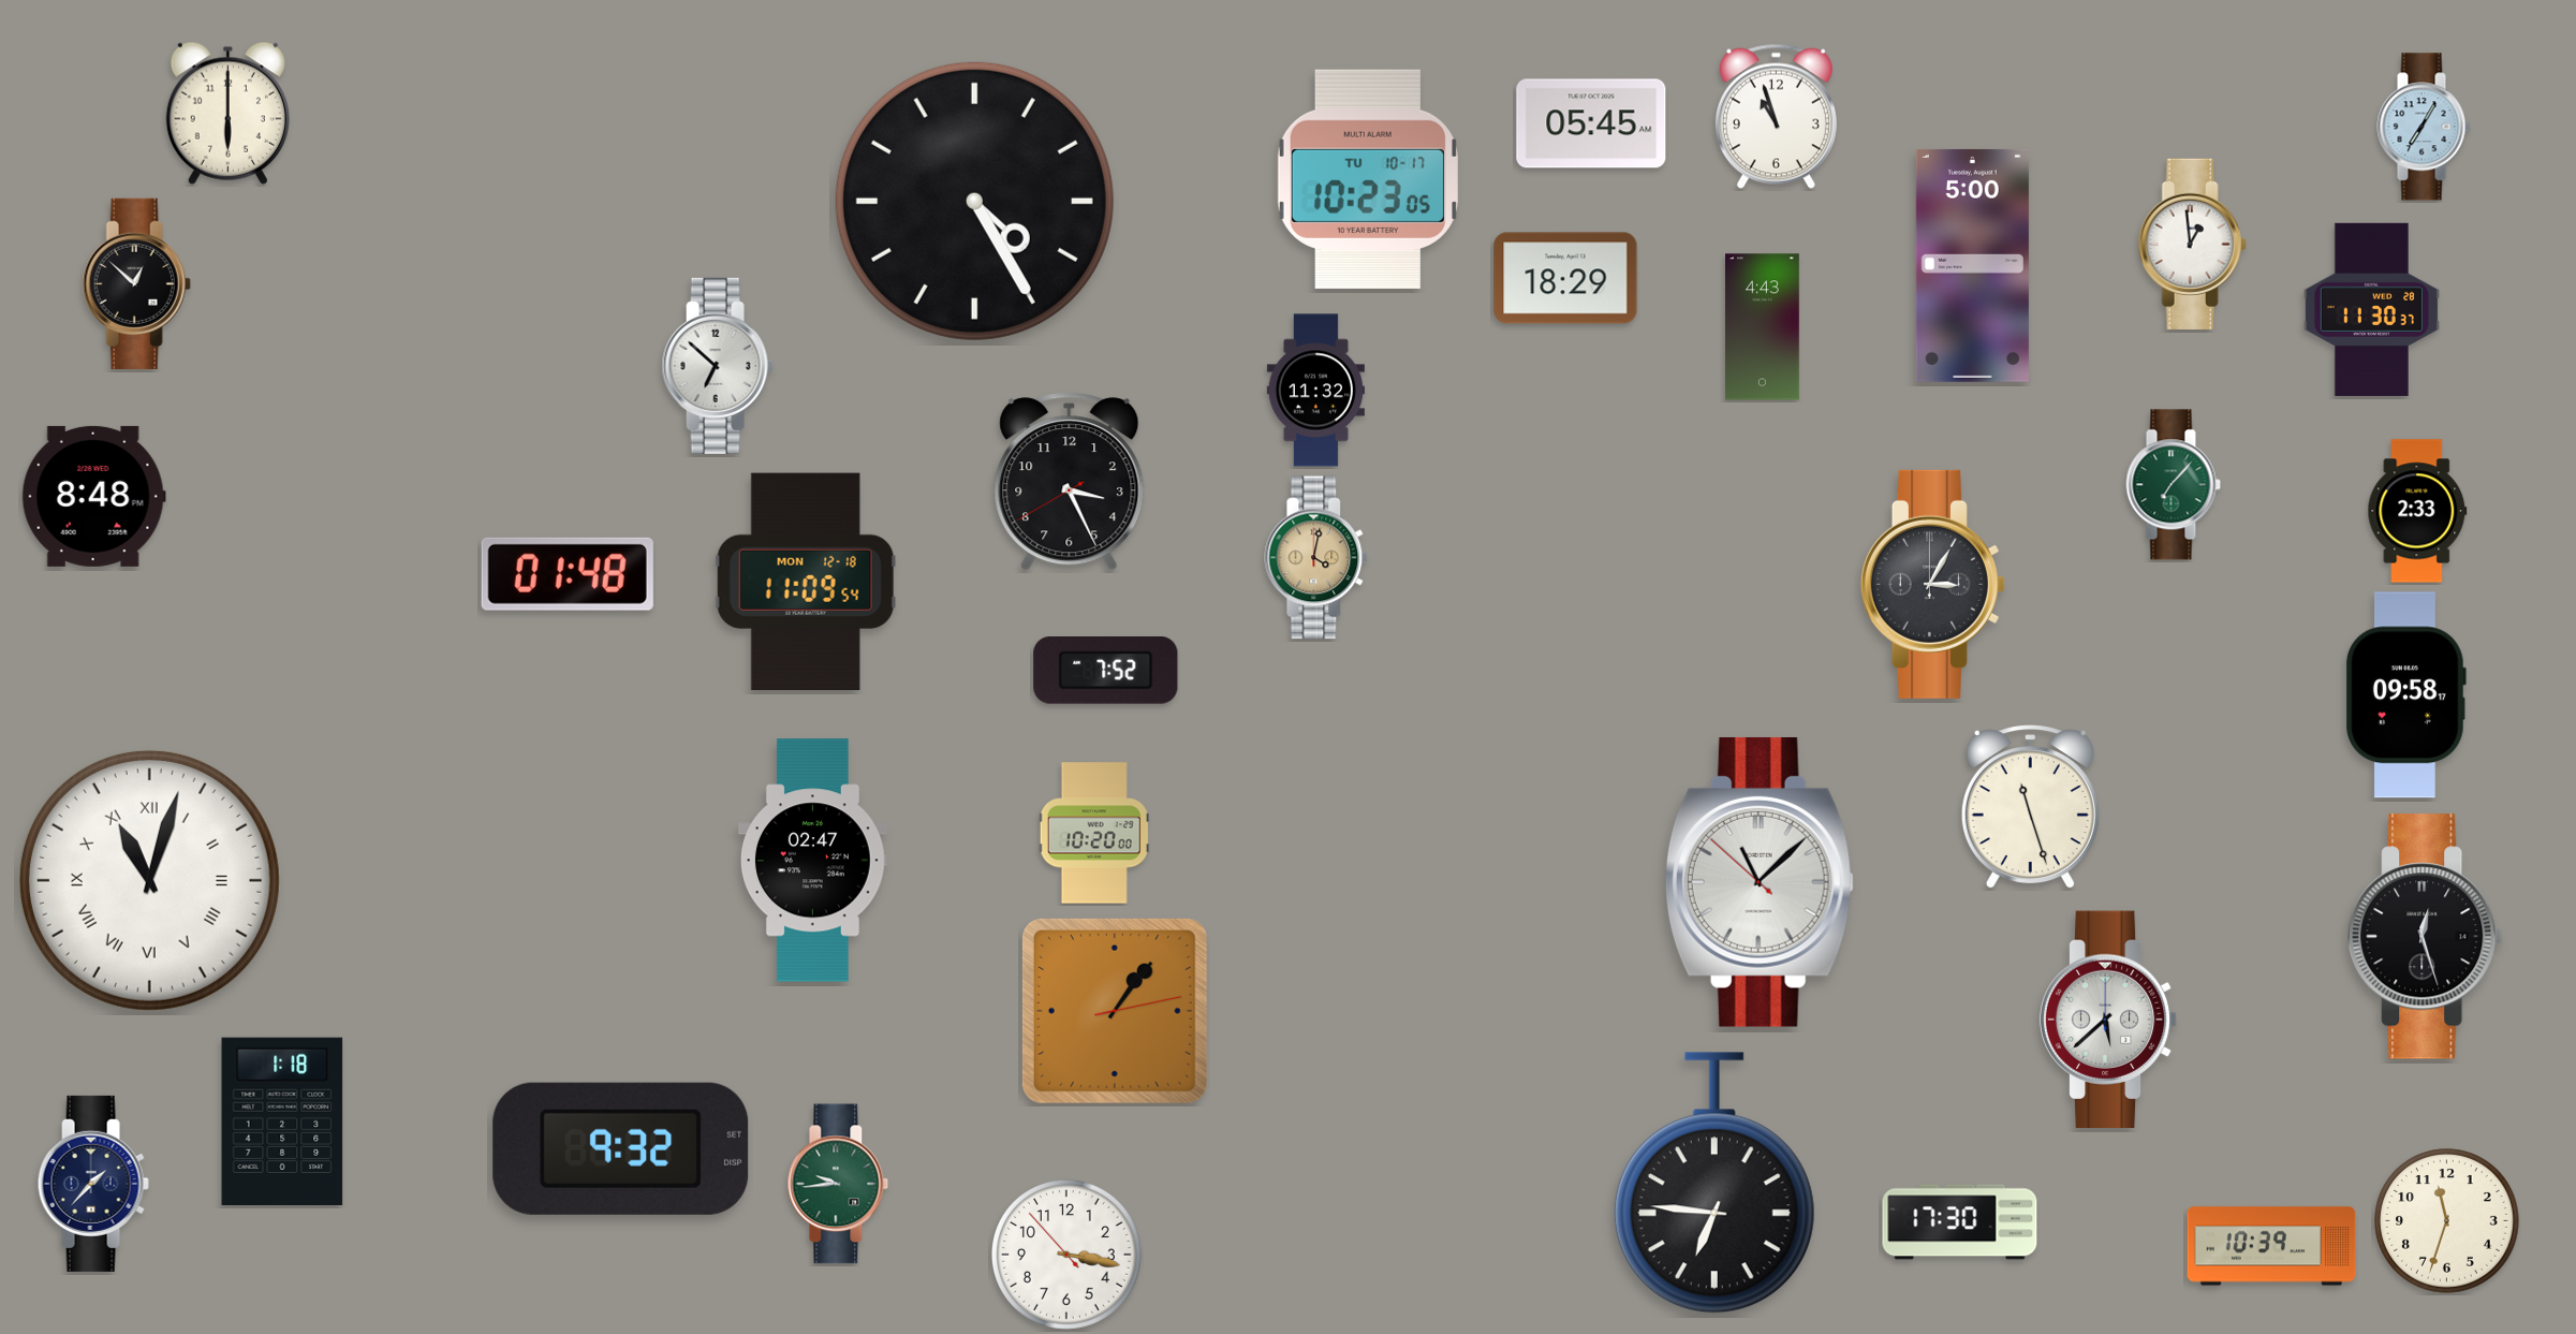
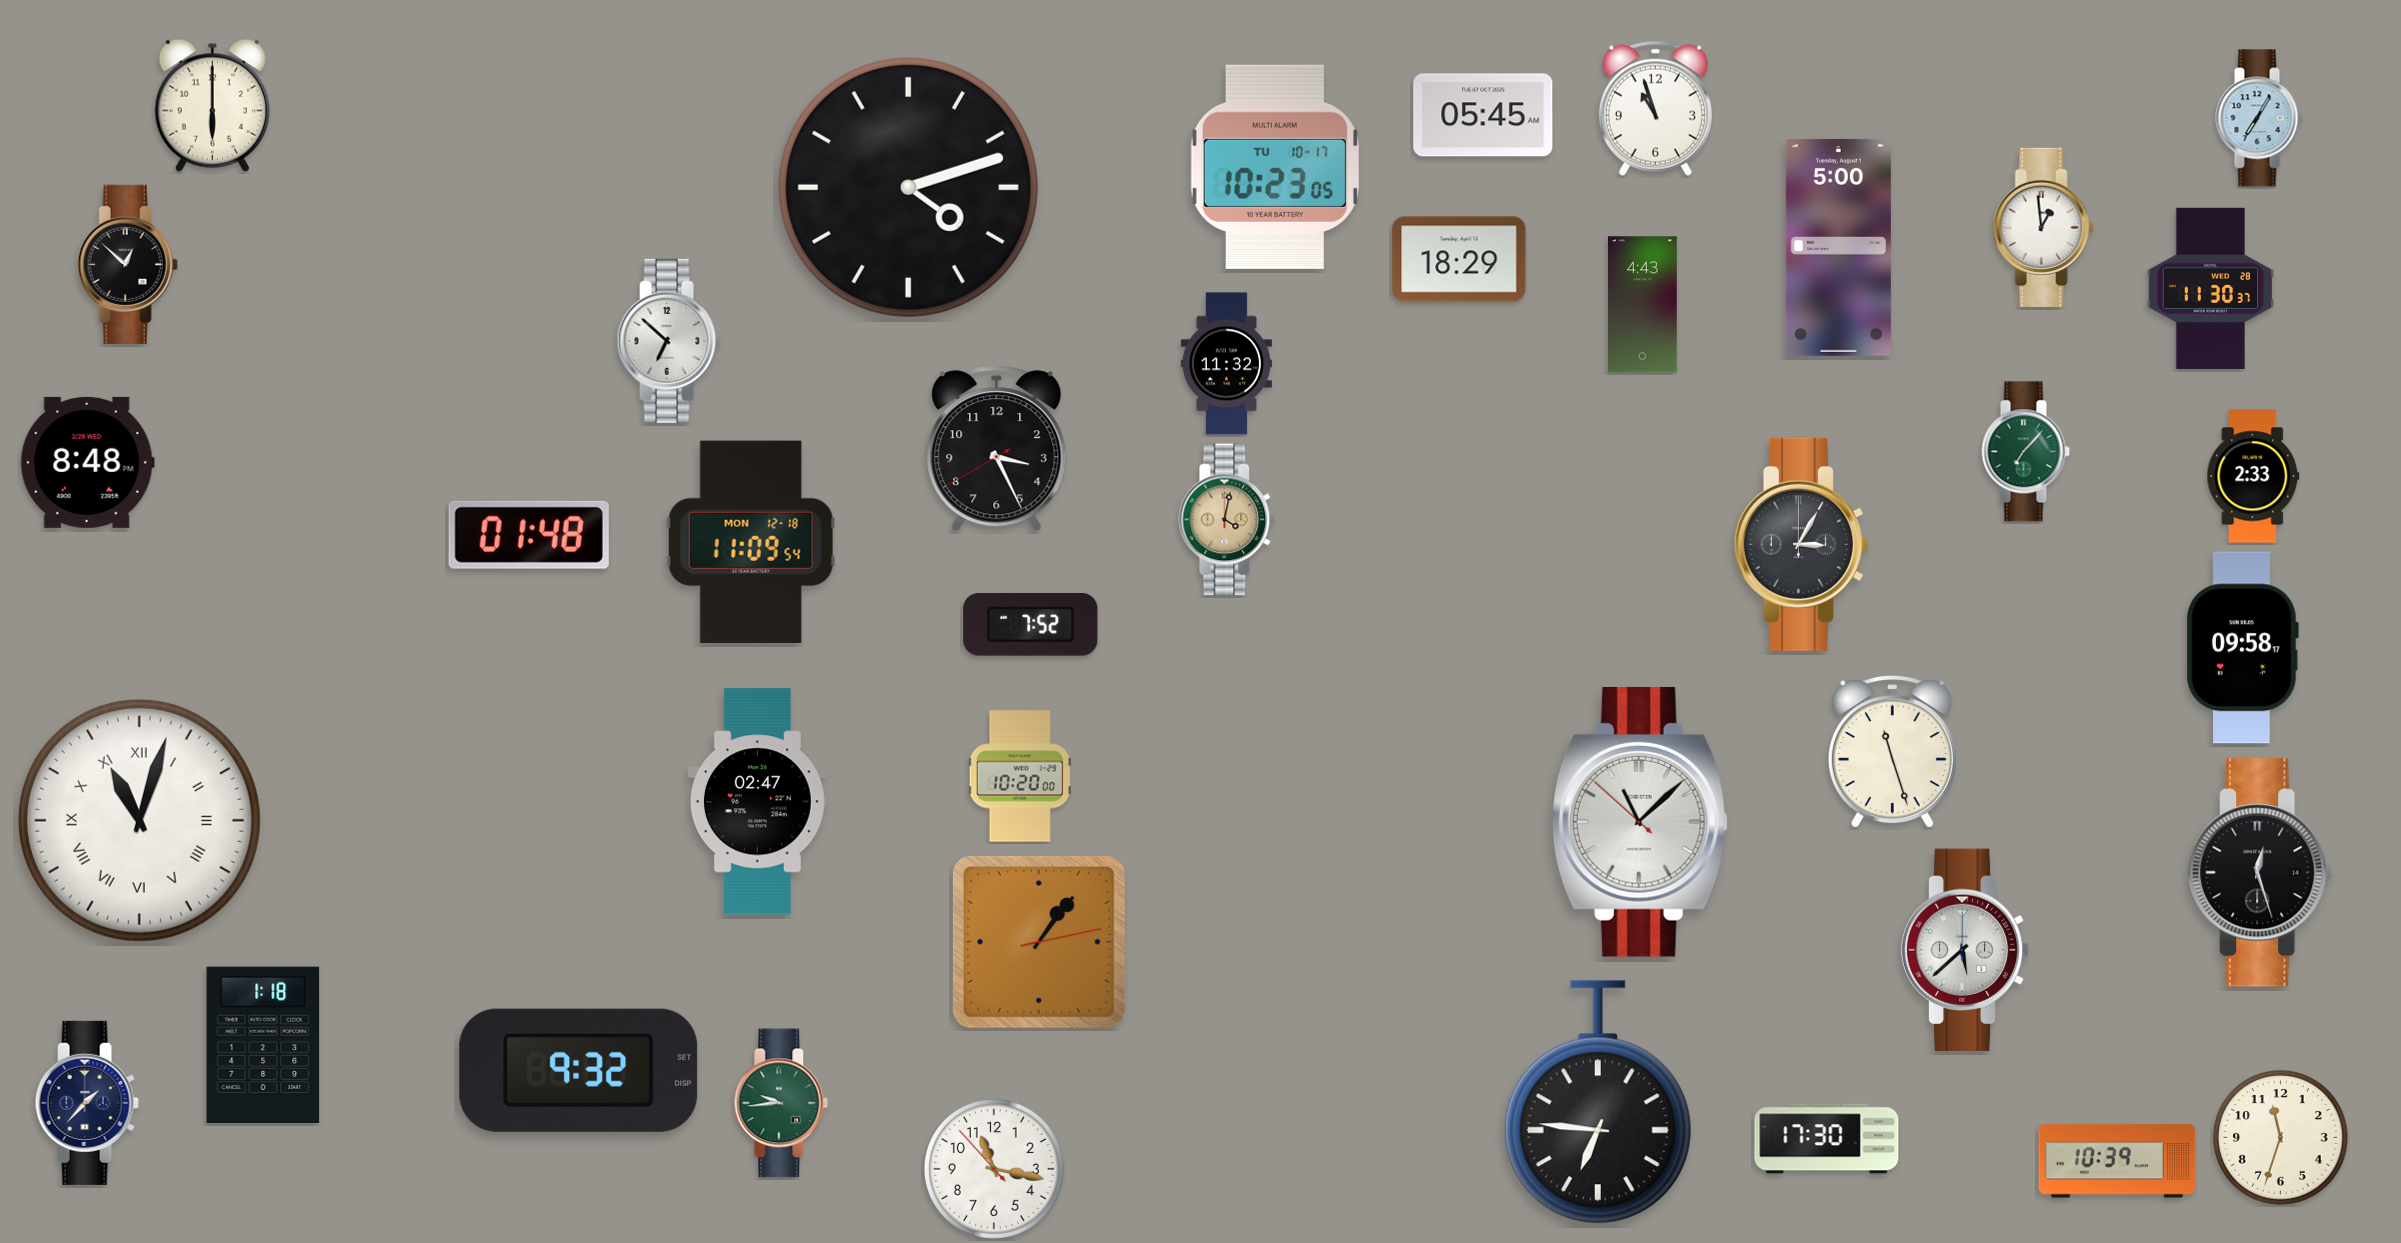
clock at (974, 201): 4:25 -> 4:12
clock at (1066, 1255): 3:16 -> 11:16
